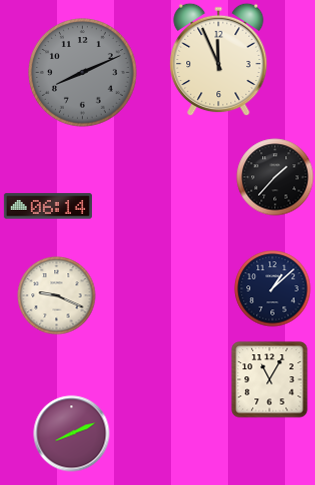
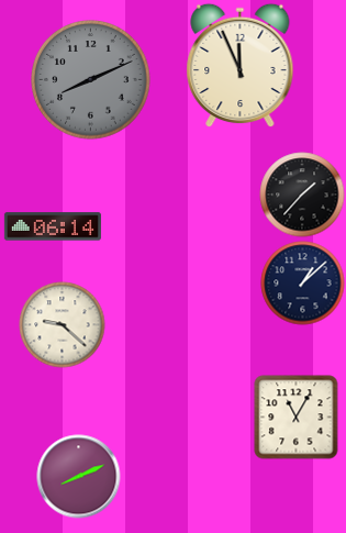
clock at (273, 289) position: (273, 289) -> (303, 284)
clock at (57, 296): 9:19 -> 9:22
